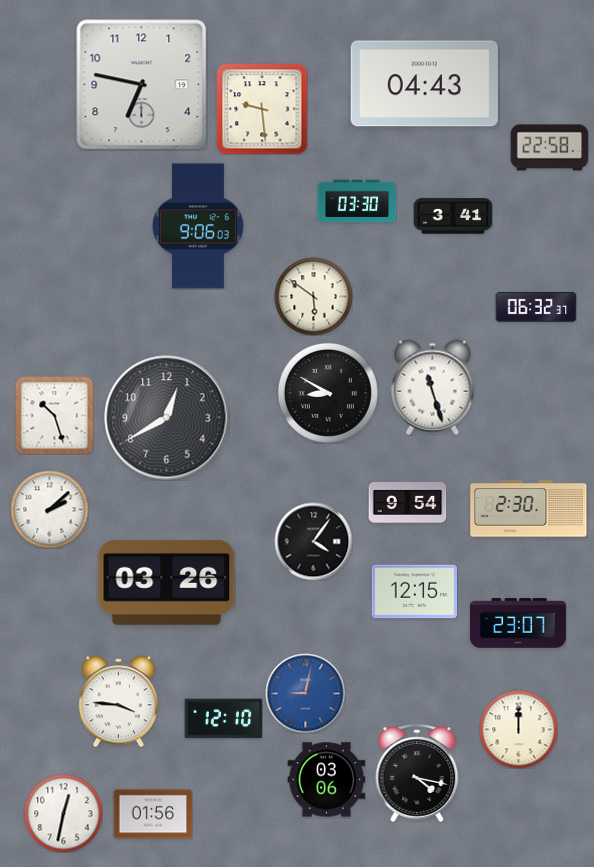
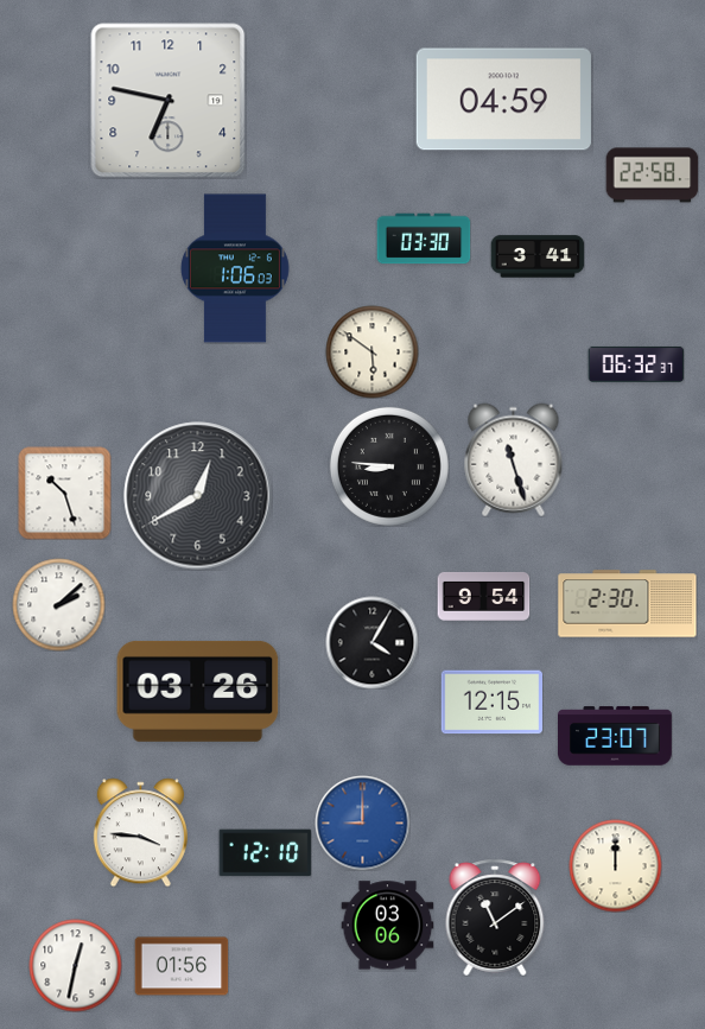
clock at (424, 84): 04:43 -> 04:59
clock at (262, 109): 9:29 -> none
clock at (198, 226): 9:06 -> 1:06
clock at (328, 393): 8:50 -> 8:46
clock at (313, 541): 4:06 -> 4:05
clock at (518, 623) position: (518, 623) -> (615, 736)
clock at (305, 693): 9:02 -> 9:00
clock at (417, 773): 4:17 -> 11:09
